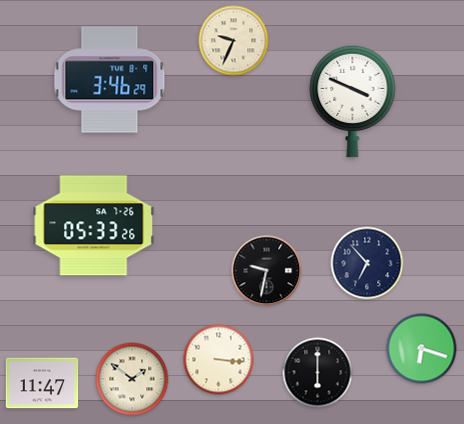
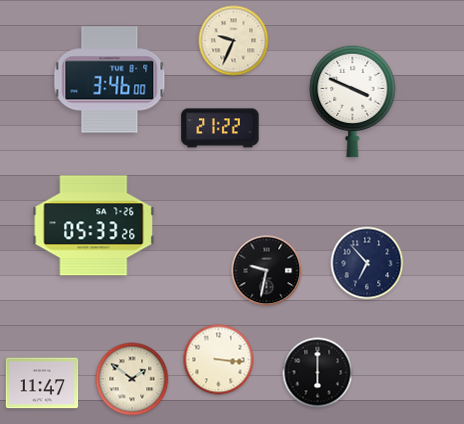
clock at (110, 80): 3:46:29 -> 3:46:00
clock at (220, 128): none -> 21:22
clock at (422, 349): 6:18 -> none
